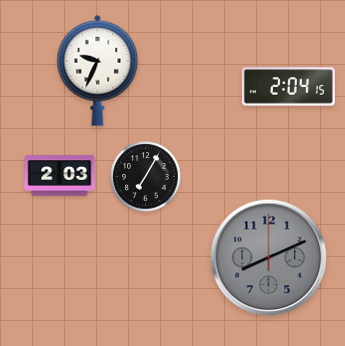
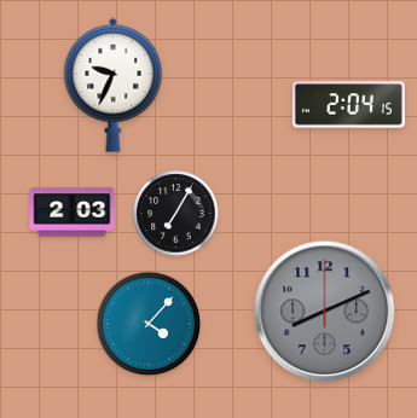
clock at (98, 70) position: (98, 70) -> (114, 85)
clock at (149, 324): none -> 4:07
